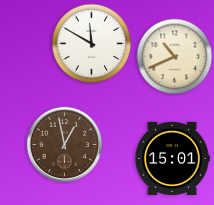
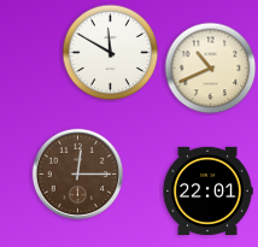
clock at (64, 144): 12:58 -> 12:15
clock at (172, 158): 15:01 -> 22:01
